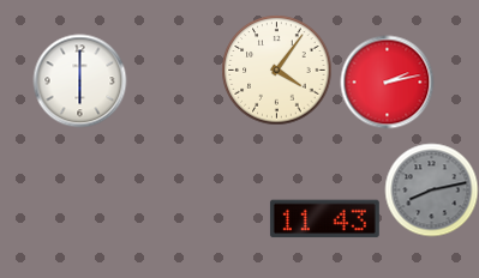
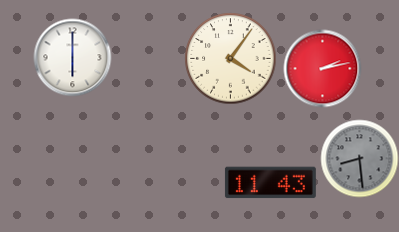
clock at (79, 80) position: (79, 80) -> (72, 57)
clock at (431, 189): 8:13 -> 8:29
